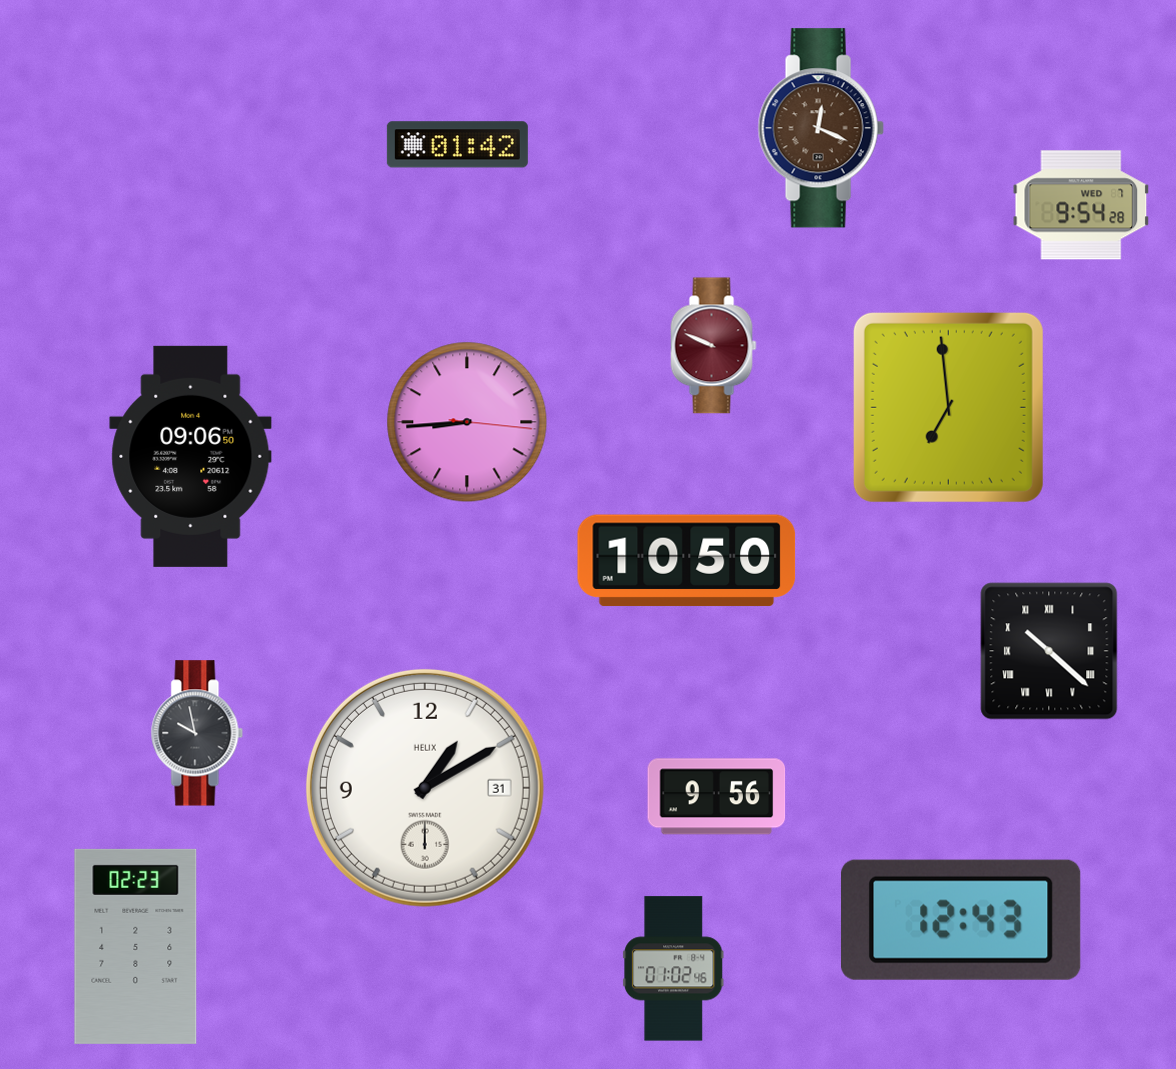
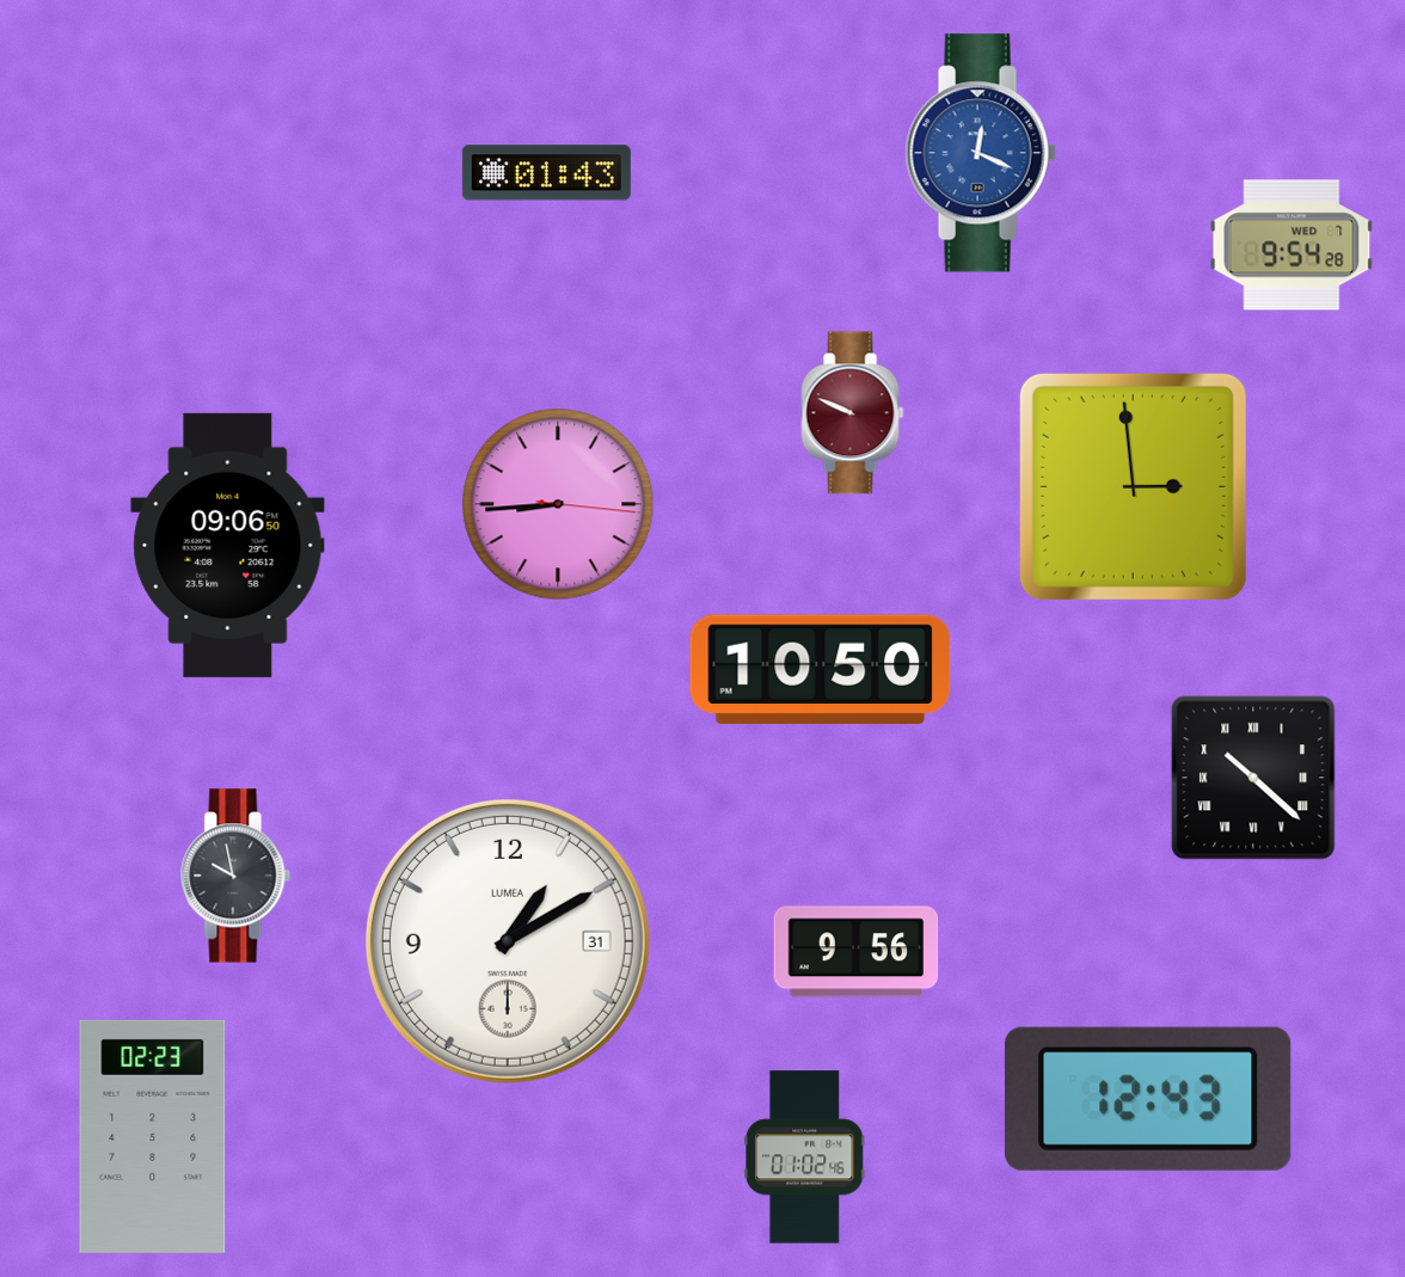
clock at (821, 128) dial: brown -> blue
clock at (457, 145): 01:42 -> 01:43
clock at (948, 407): 6:59 -> 2:59
clock at (425, 788) brand: HELIX -> LUMEA
clock at (136, 946) position: (136, 946) -> (153, 1136)
